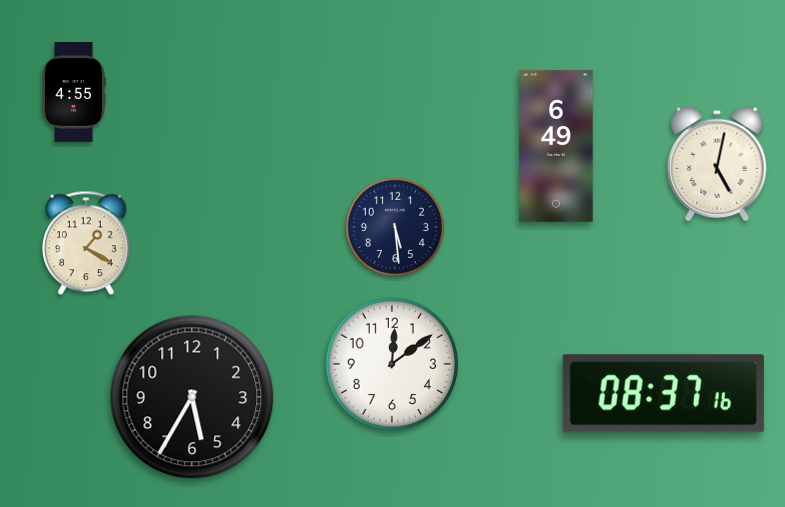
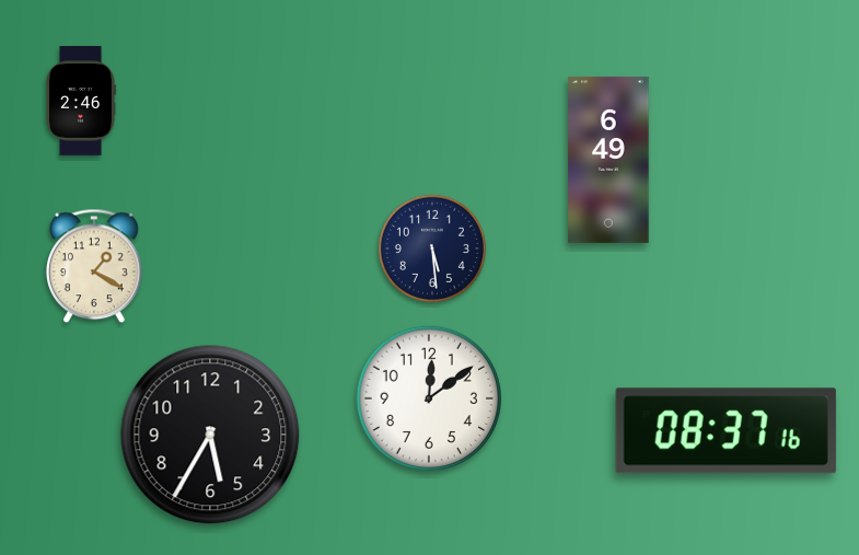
clock at (73, 92): 4:55 -> 2:46
clock at (717, 163): 5:02 -> none
